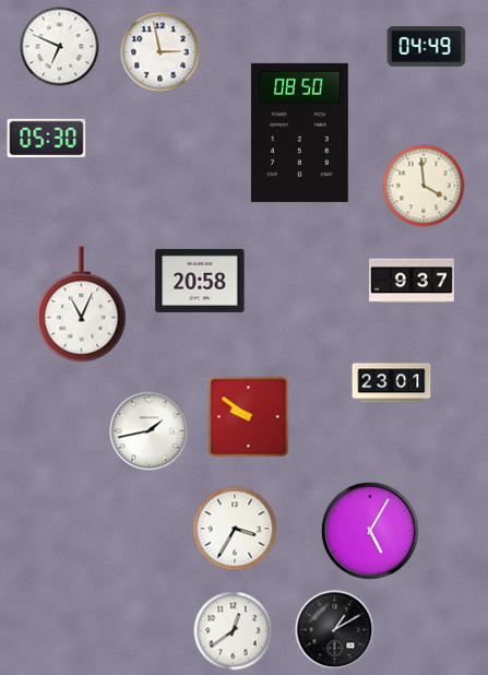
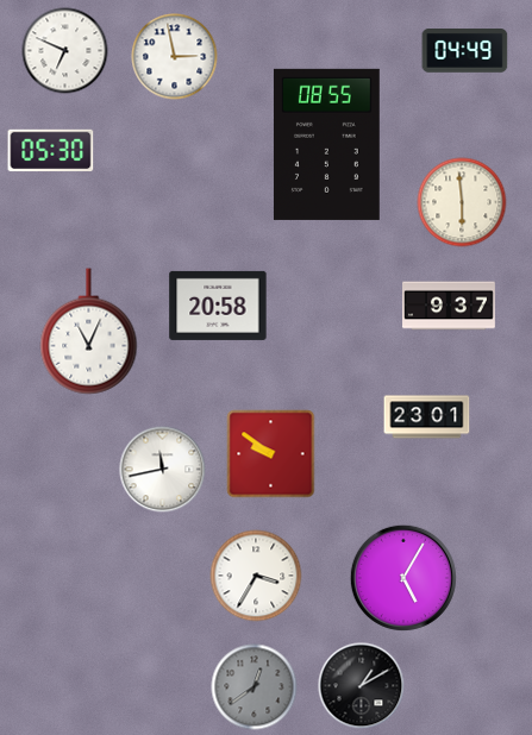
clock at (299, 132): 08:50 -> 08:55
clock at (424, 186): 3:59 -> 5:59
clock at (150, 431): 1:43 -> 11:43
clock at (335, 630) position: (335, 630) -> (362, 686)
clock at (234, 631) dial: white -> grey
